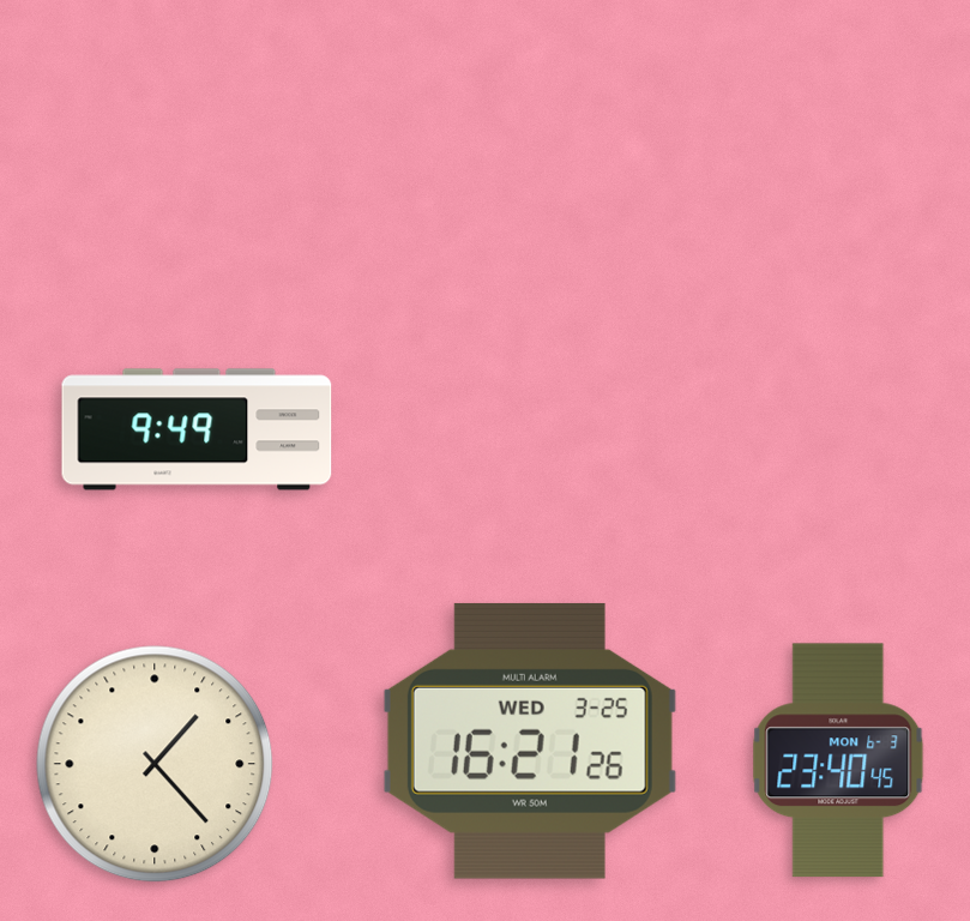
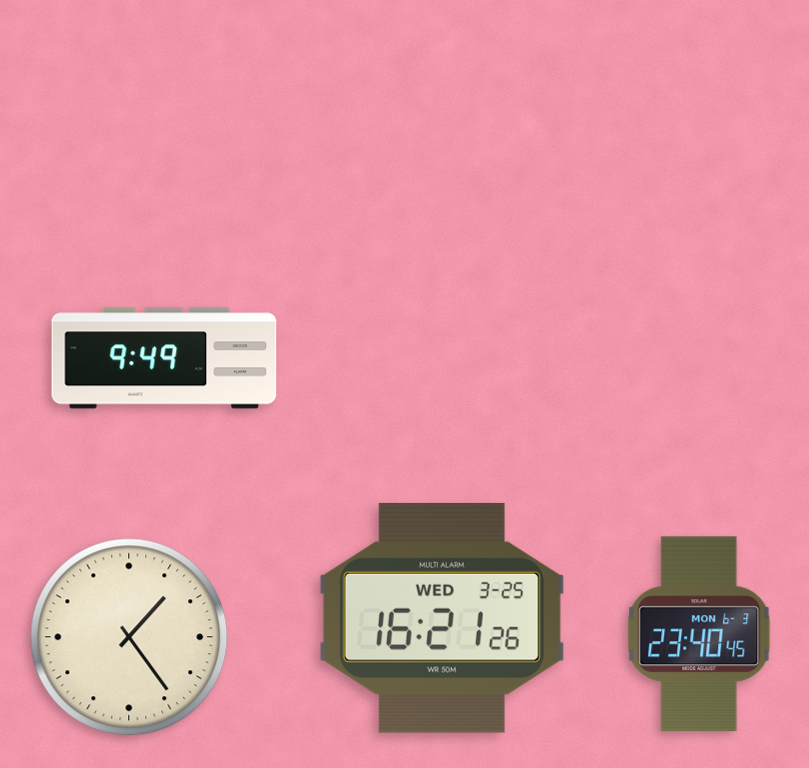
clock at (155, 764): 1:23 -> 1:24
